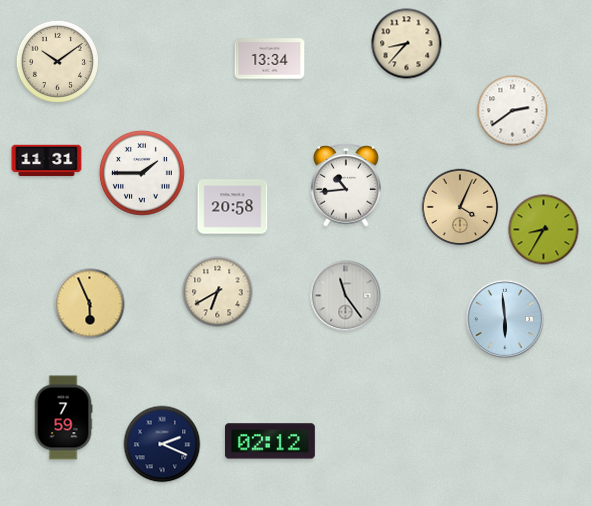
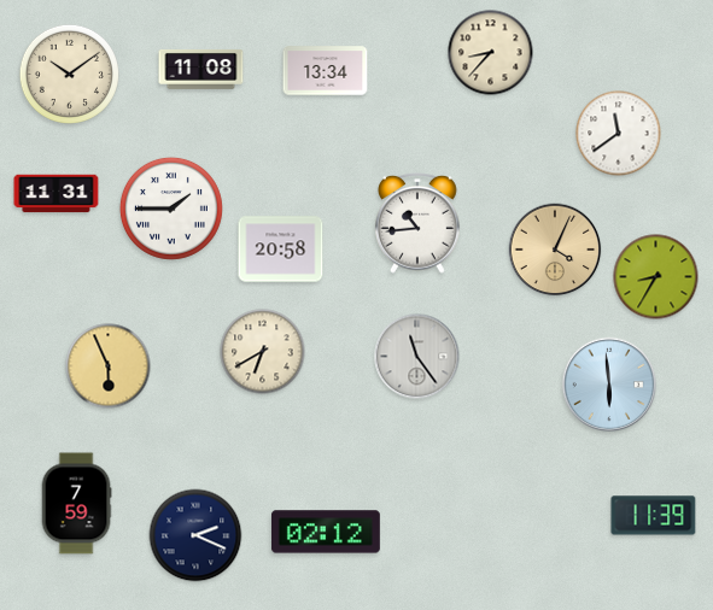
clock at (201, 69): none -> 11:08
clock at (513, 111): 2:39 -> 11:39
clock at (654, 516): none -> 11:39
